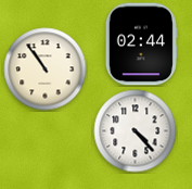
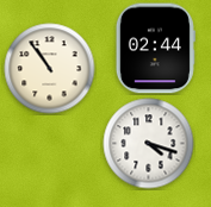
clock at (46, 70) position: (46, 70) -> (50, 69)
clock at (136, 131): 4:23 -> 4:18
